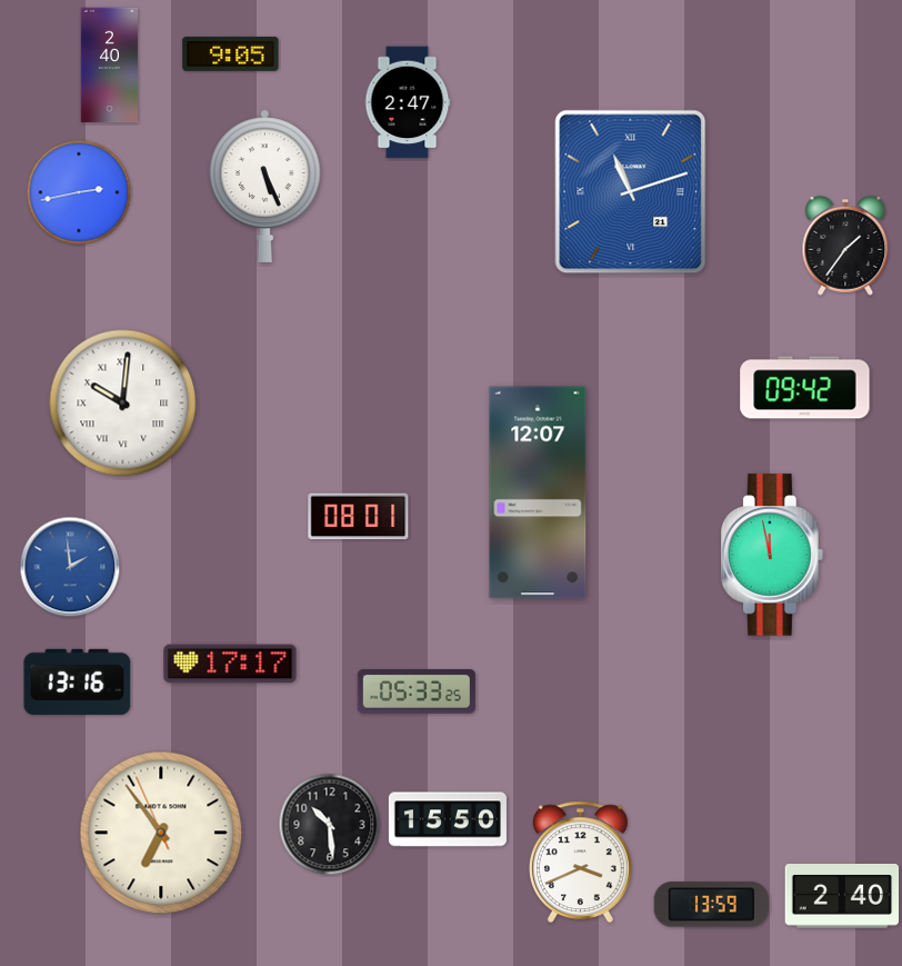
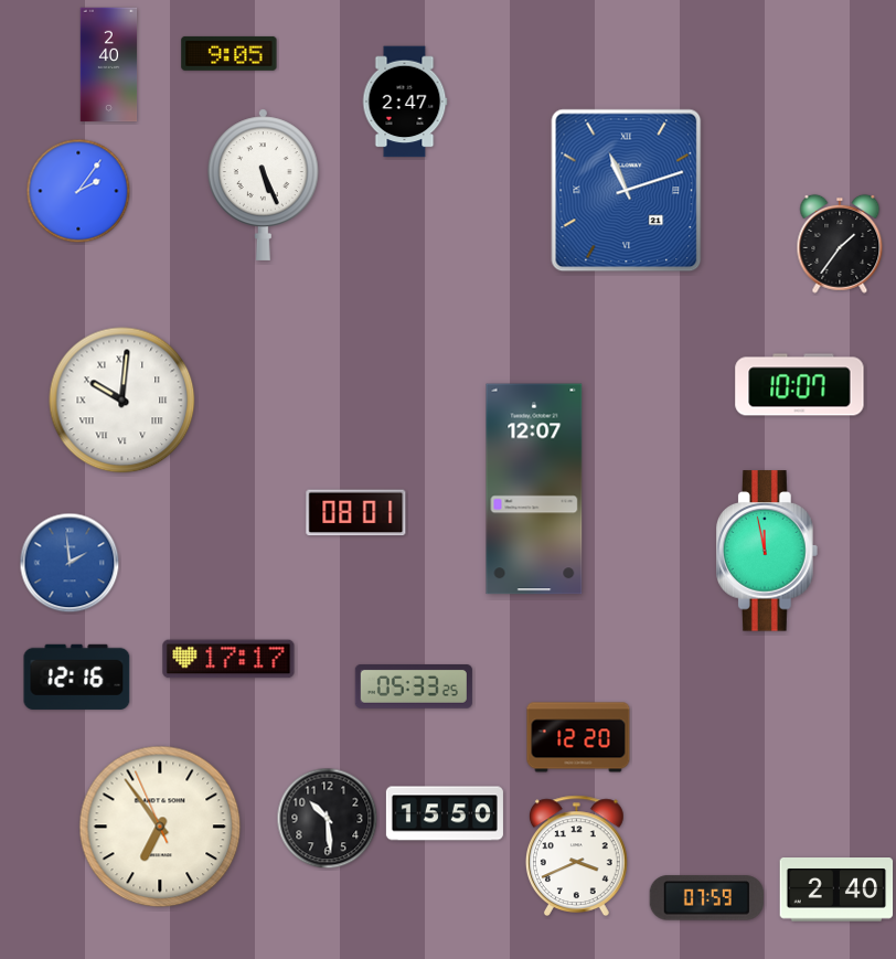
clock at (79, 192): 2:43 -> 2:06
clock at (805, 388): 09:42 -> 10:07
clock at (78, 681): 13:16 -> 12:16
clock at (578, 737): none -> 12:20
clock at (711, 905): 13:59 -> 07:59
